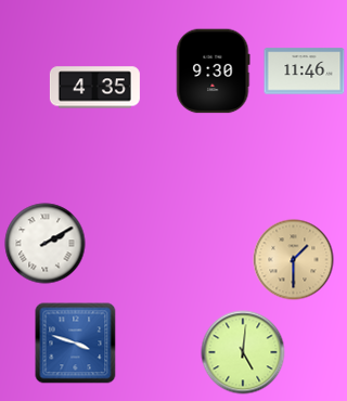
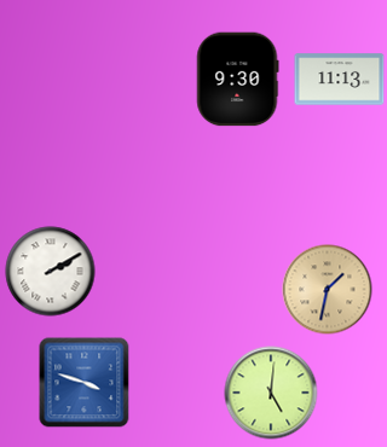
clock at (305, 72): 11:46 -> 11:13
clock at (94, 88): 4:35 -> none
clock at (294, 260): 1:30 -> 1:32
